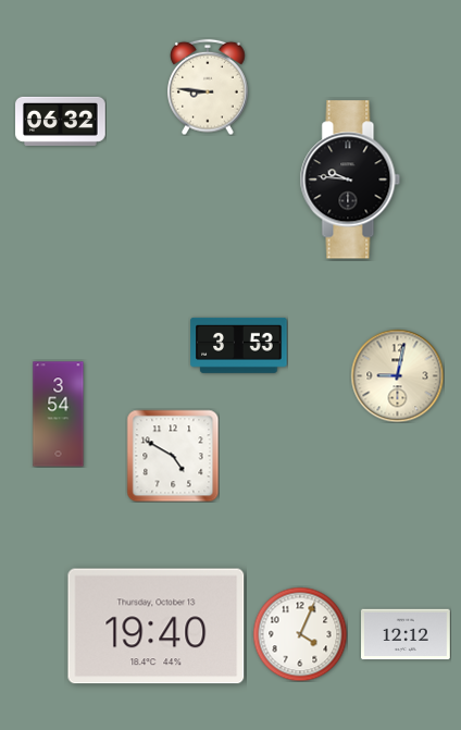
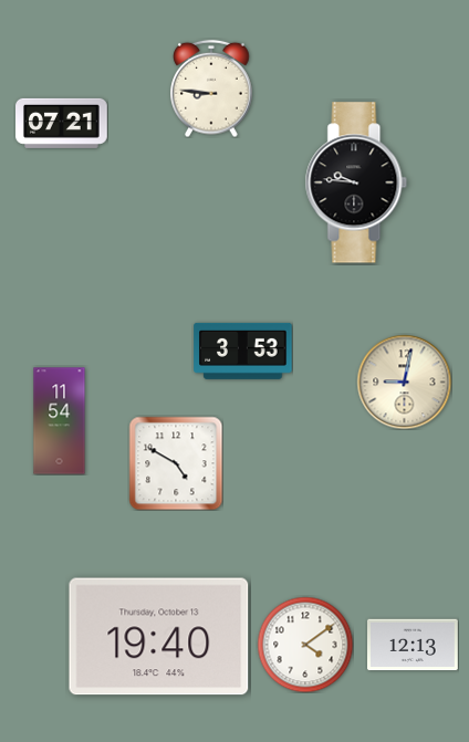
clock at (61, 121): 06:32 -> 07:21
clock at (59, 415): 3:54 -> 11:54
clock at (300, 634): 4:04 -> 4:09
clock at (407, 634): 12:12 -> 12:13
